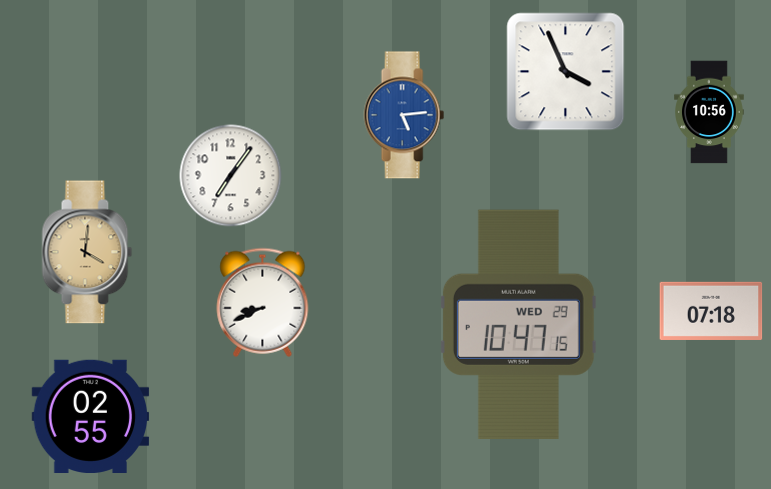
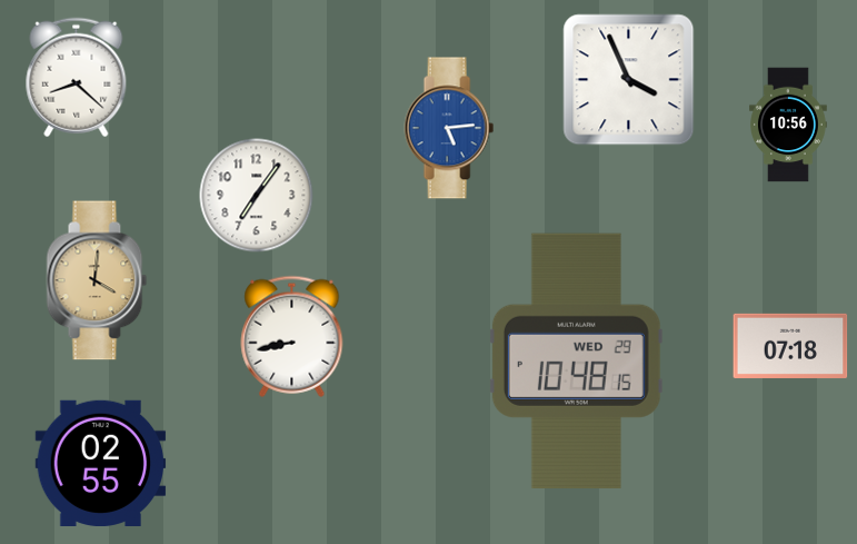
clock at (77, 78): none -> 8:22
clock at (263, 302): 8:41 -> 8:43
clock at (518, 324): 10:47 -> 10:48
